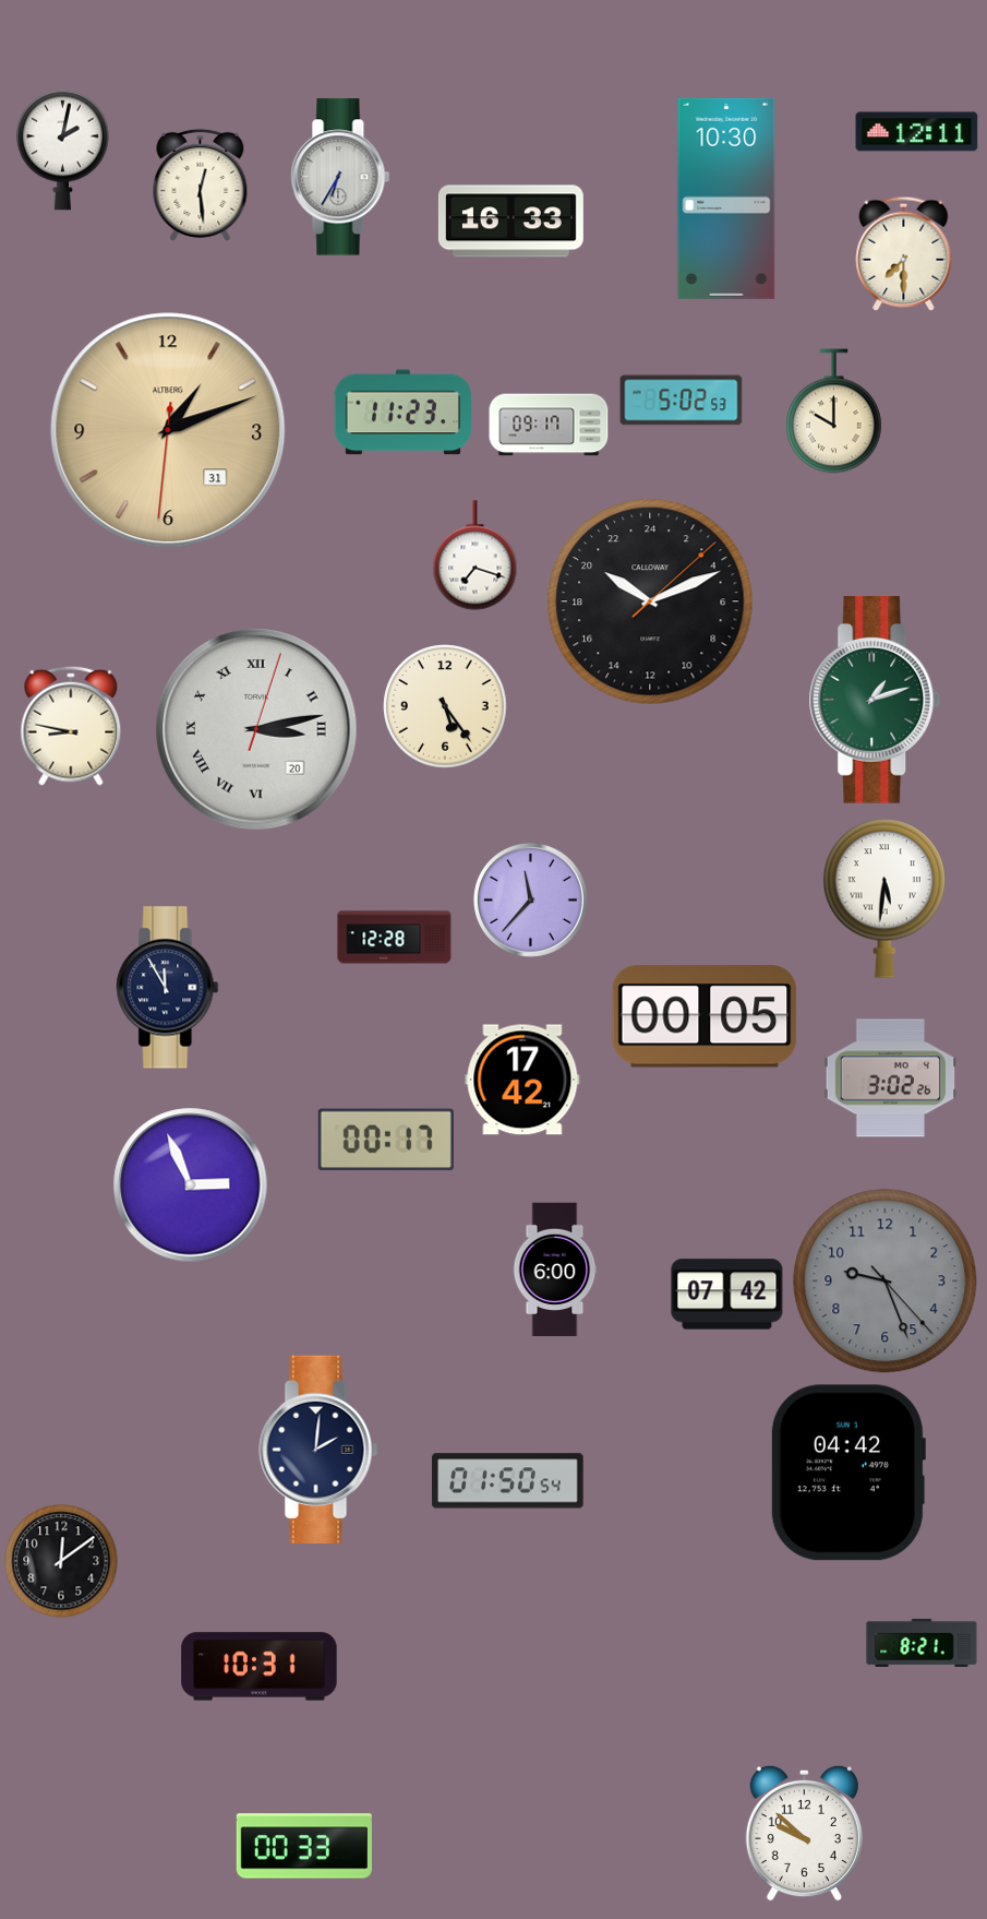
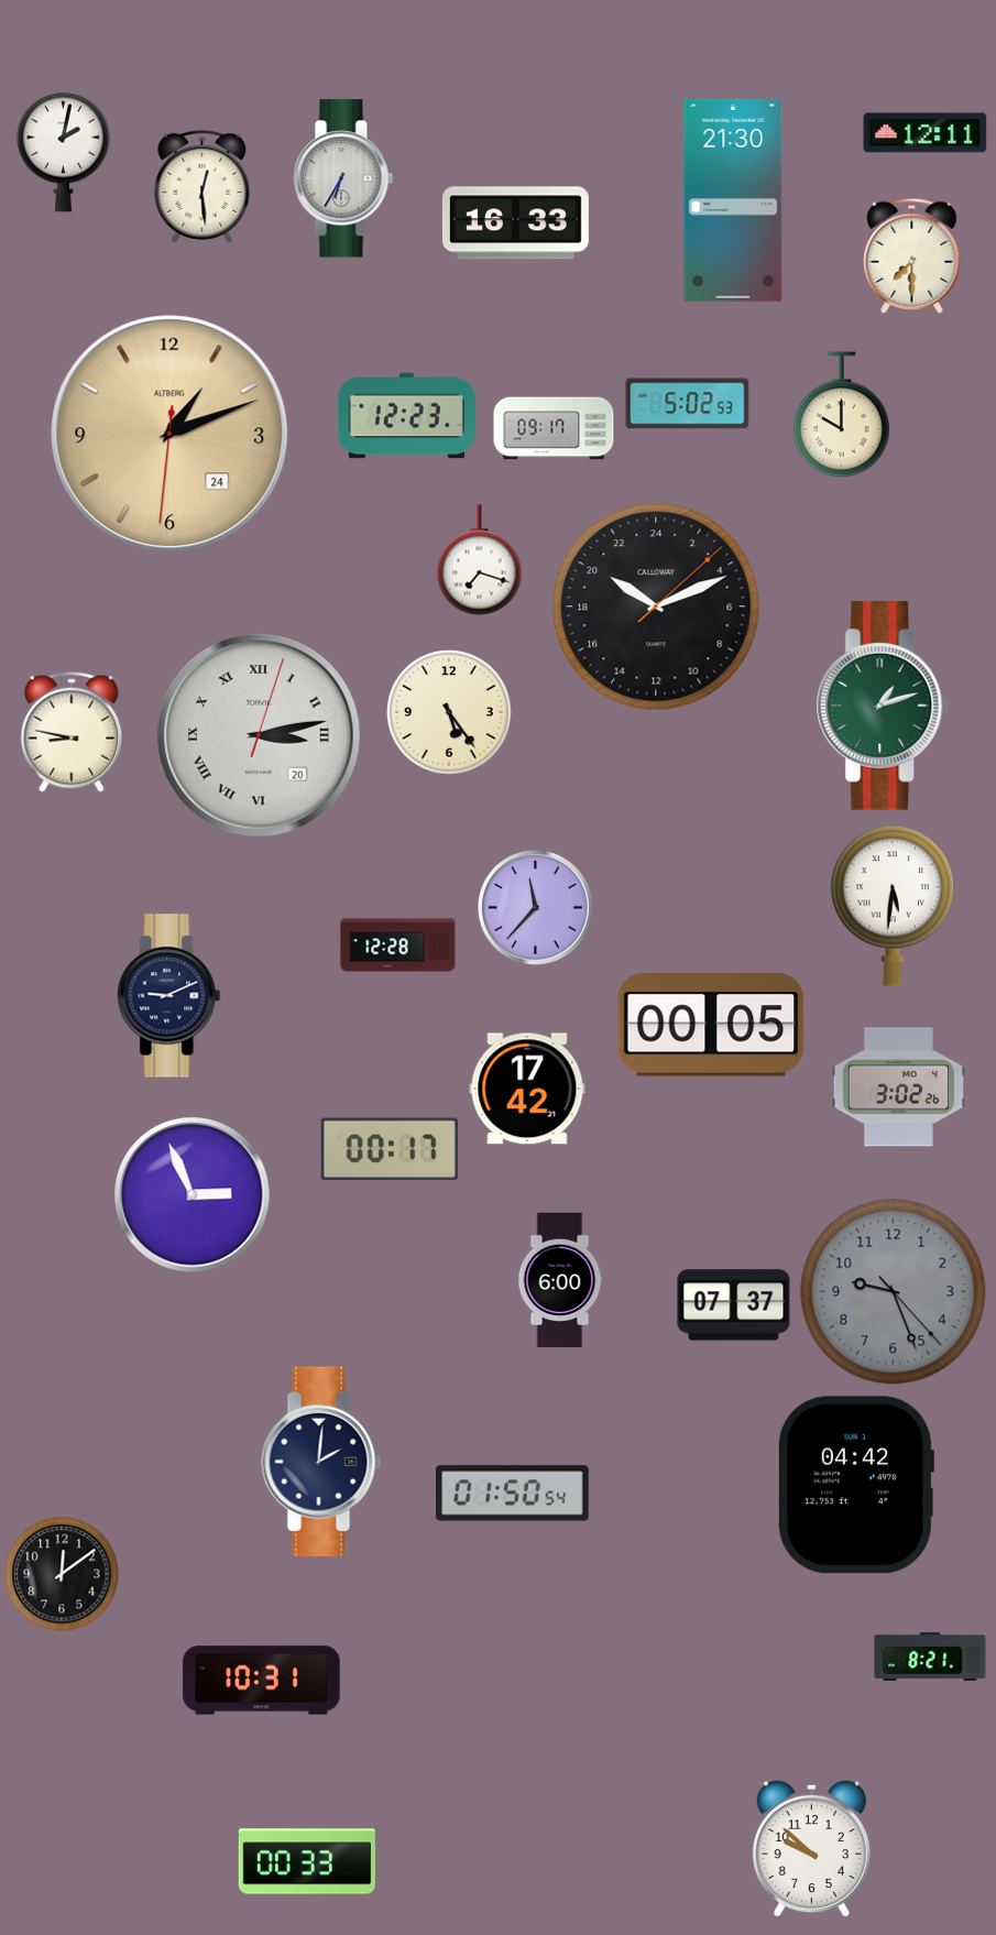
clock at (726, 199): 10:30 -> 21:30
clock at (402, 413): 11:23 -> 12:23
clock at (168, 430) date: 31 -> 24
clock at (168, 988): 11:55 -> 9:11
clock at (727, 1295): 07:42 -> 07:37
